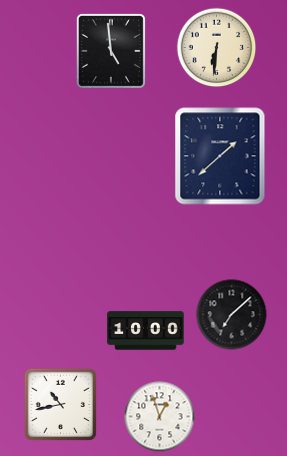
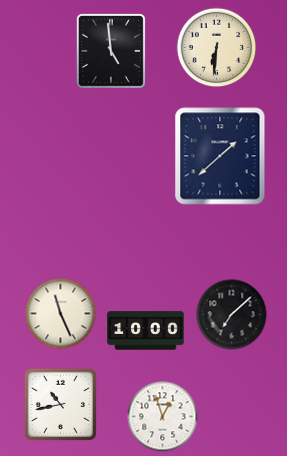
clock at (61, 314): none -> 11:26
clock at (160, 417) position: (160, 417) -> (163, 417)
